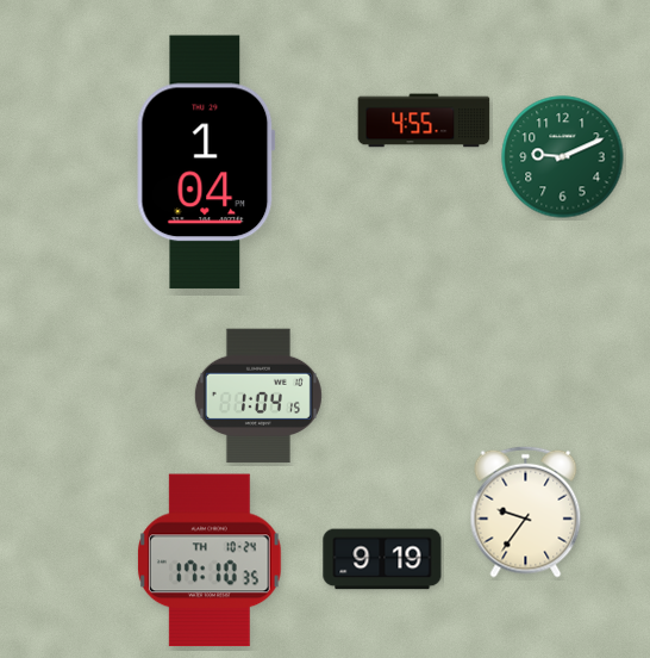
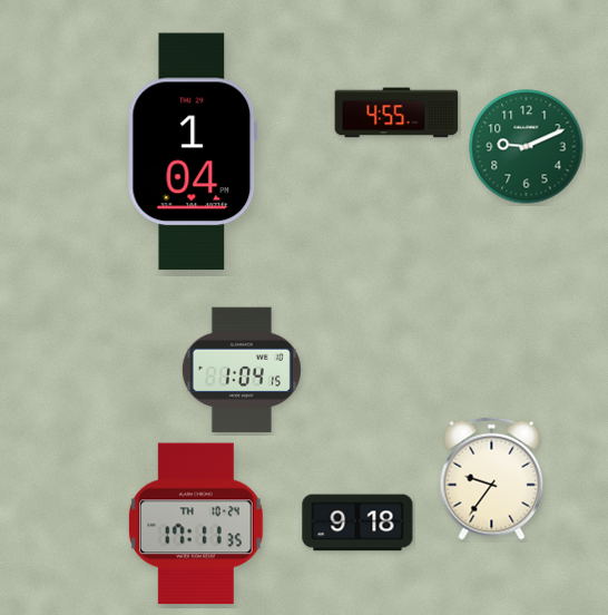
clock at (382, 559): 9:19 -> 9:18
clock at (211, 560): 17:10 -> 17:11
